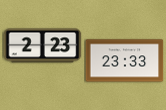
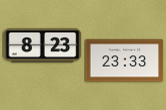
clock at (42, 46): 2:23 -> 8:23
